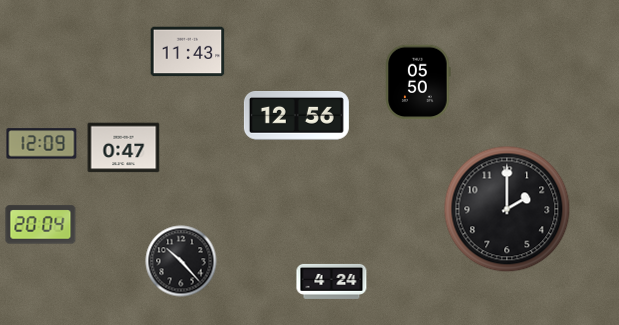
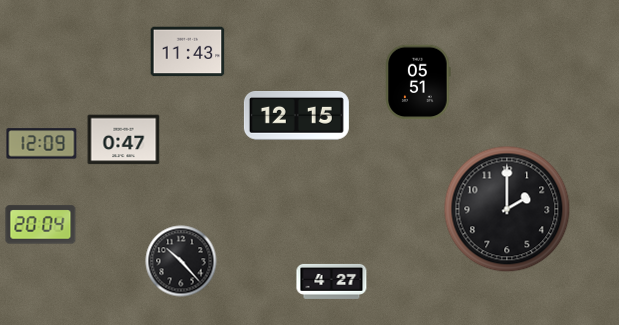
clock at (418, 82): 05:50 -> 05:51
clock at (296, 116): 12:56 -> 12:15
clock at (124, 148) position: (124, 148) -> (124, 140)
clock at (332, 281): 4:24 -> 4:27
